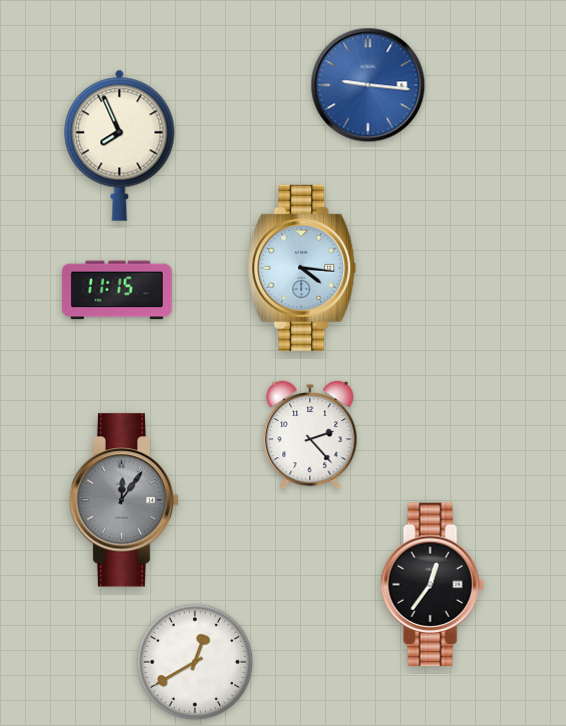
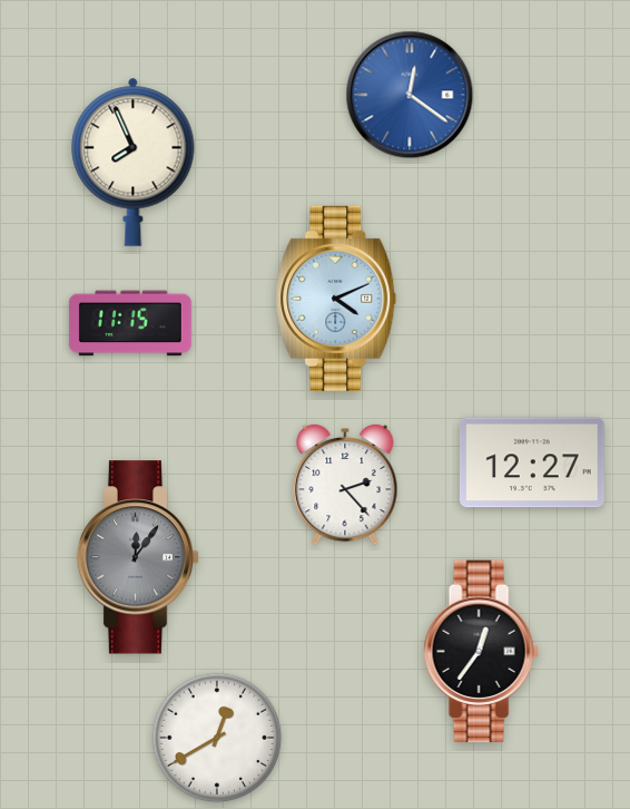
clock at (368, 85): 9:16 -> 12:21
clock at (302, 268): 4:16 -> 4:11
clock at (532, 462): none -> 12:27
